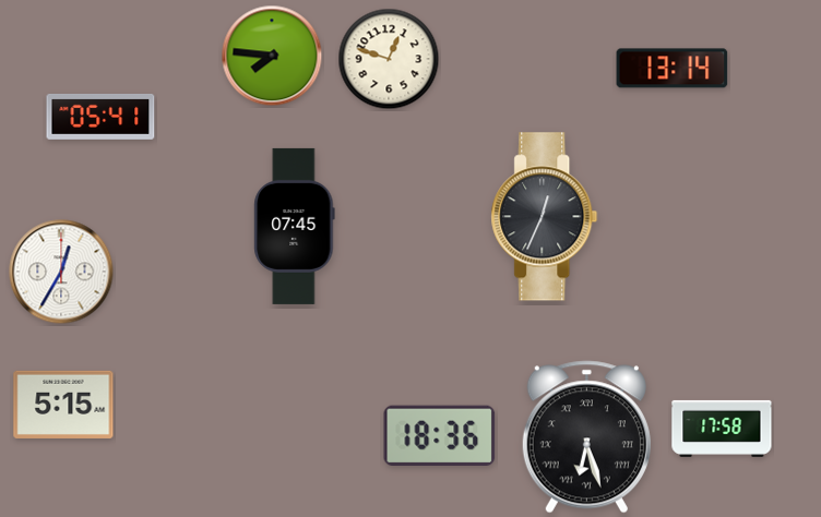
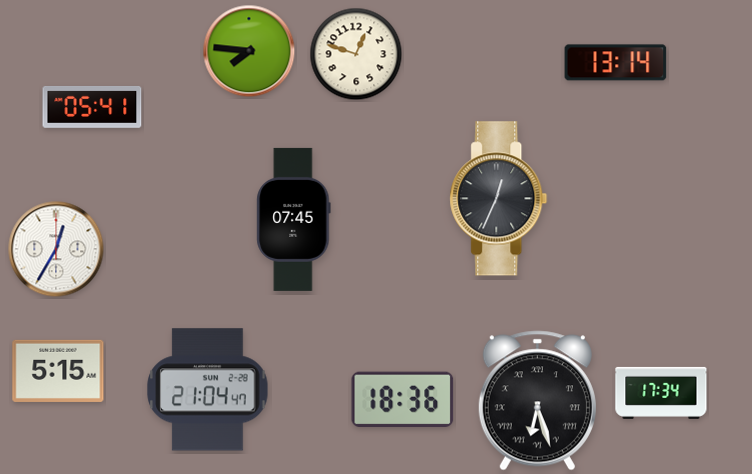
clock at (295, 226) position: (295, 226) -> (294, 219)
clock at (208, 390): none -> 21:04
clock at (722, 429): 17:58 -> 17:34
